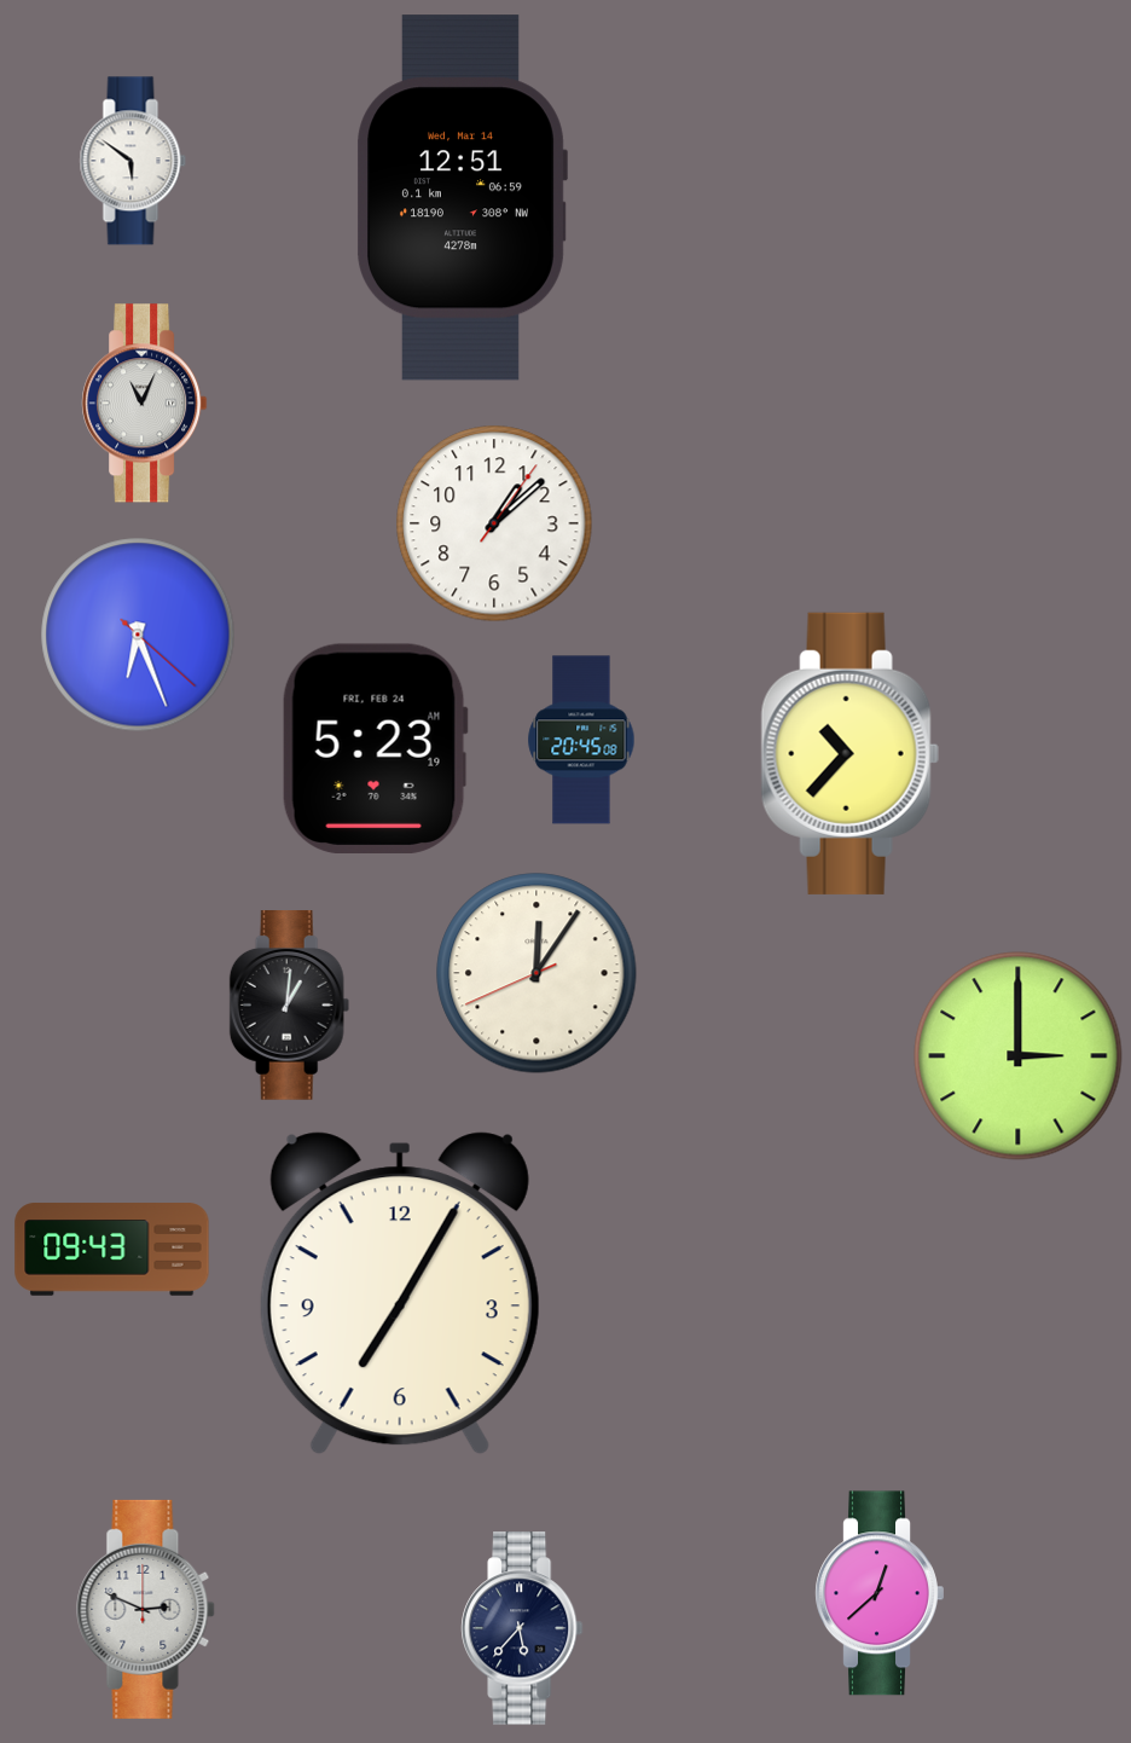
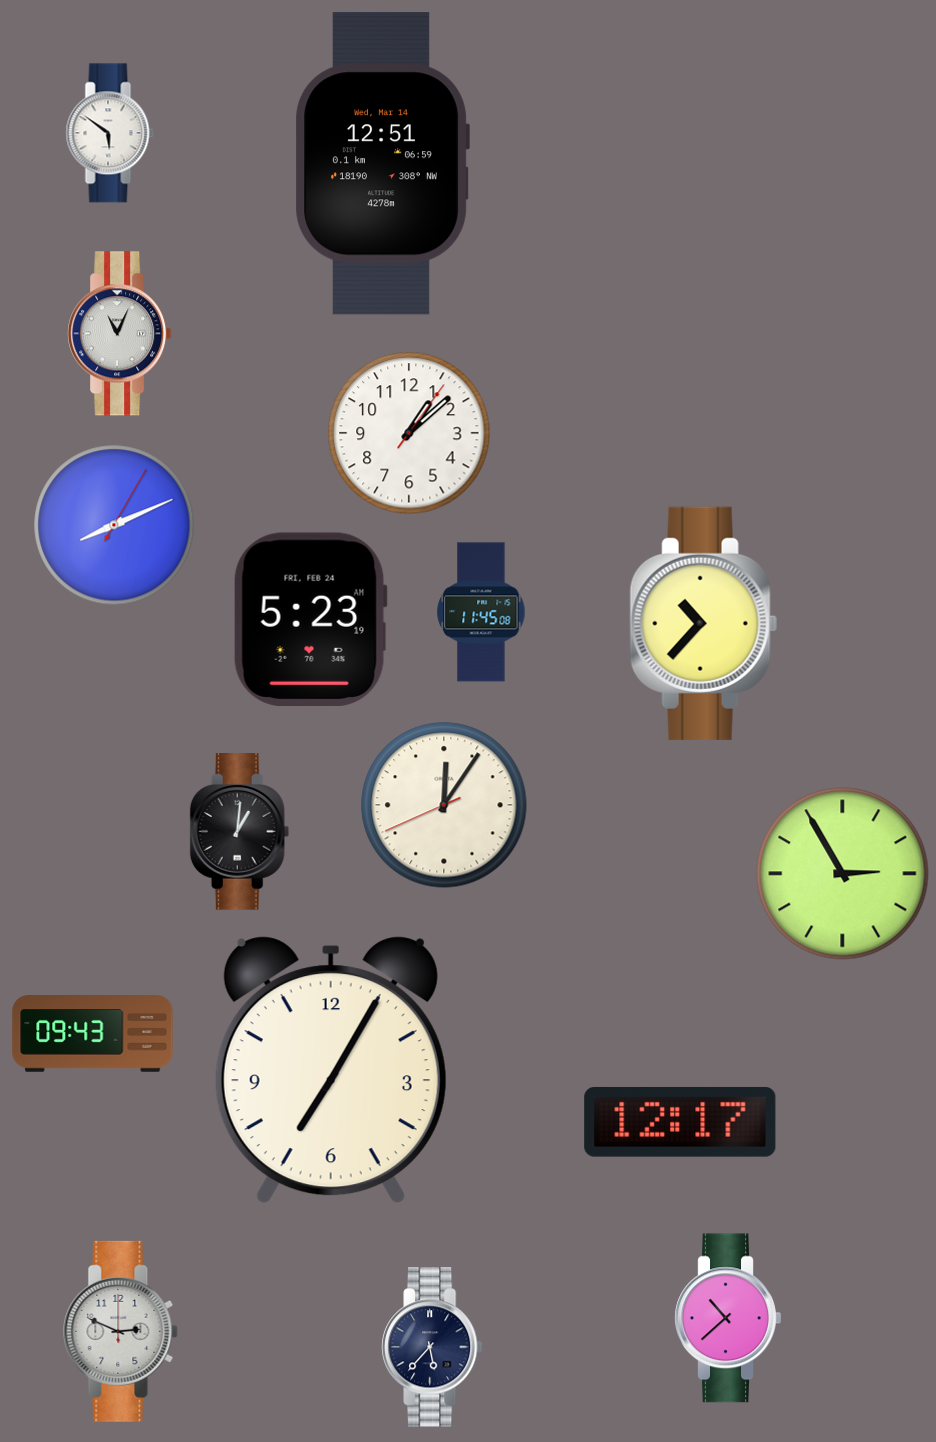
clock at (138, 635): 6:26 -> 8:11
clock at (581, 740): 20:45 -> 11:45
clock at (1019, 1056): 3:00 -> 2:55
clock at (680, 1122): none -> 12:17
clock at (880, 1593): 12:38 -> 10:38
